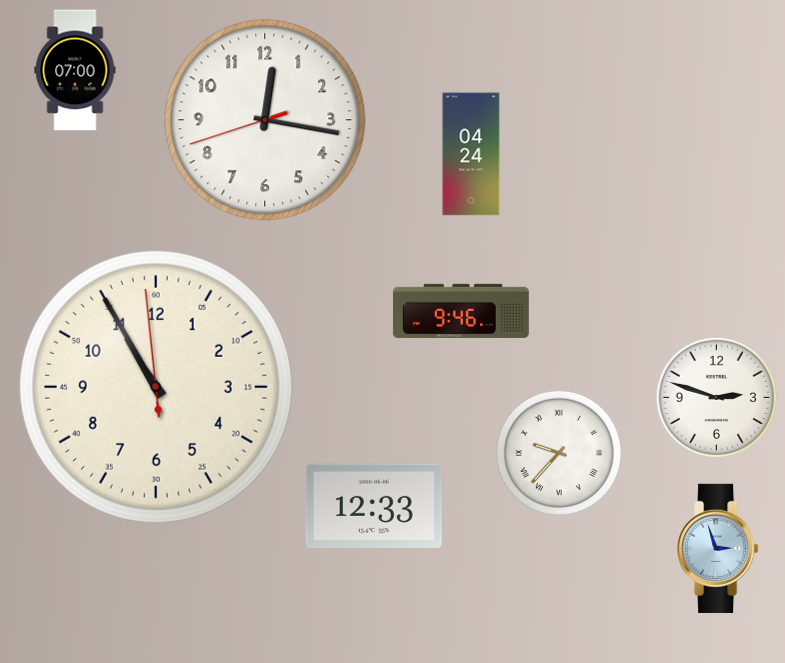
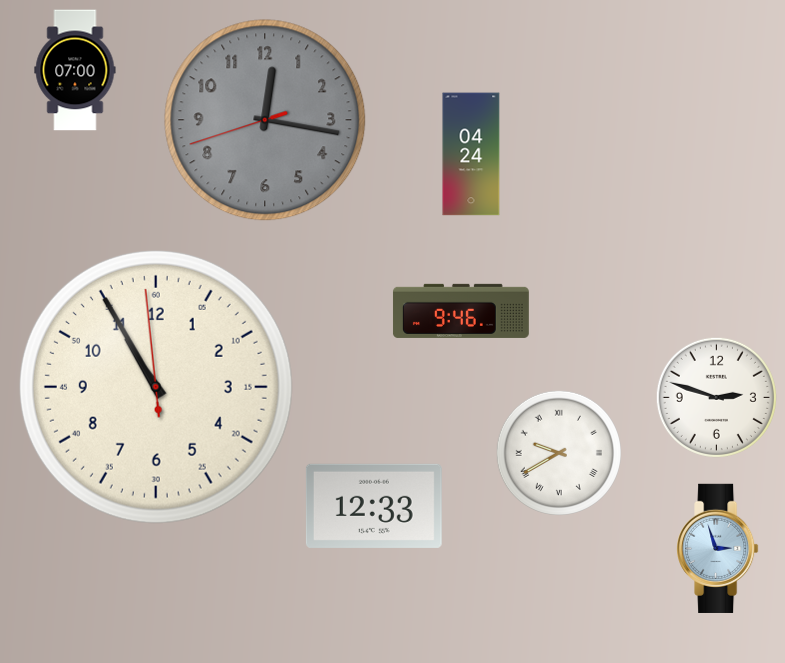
clock at (265, 120) dial: white -> grey
clock at (559, 453): 9:37 -> 9:40
